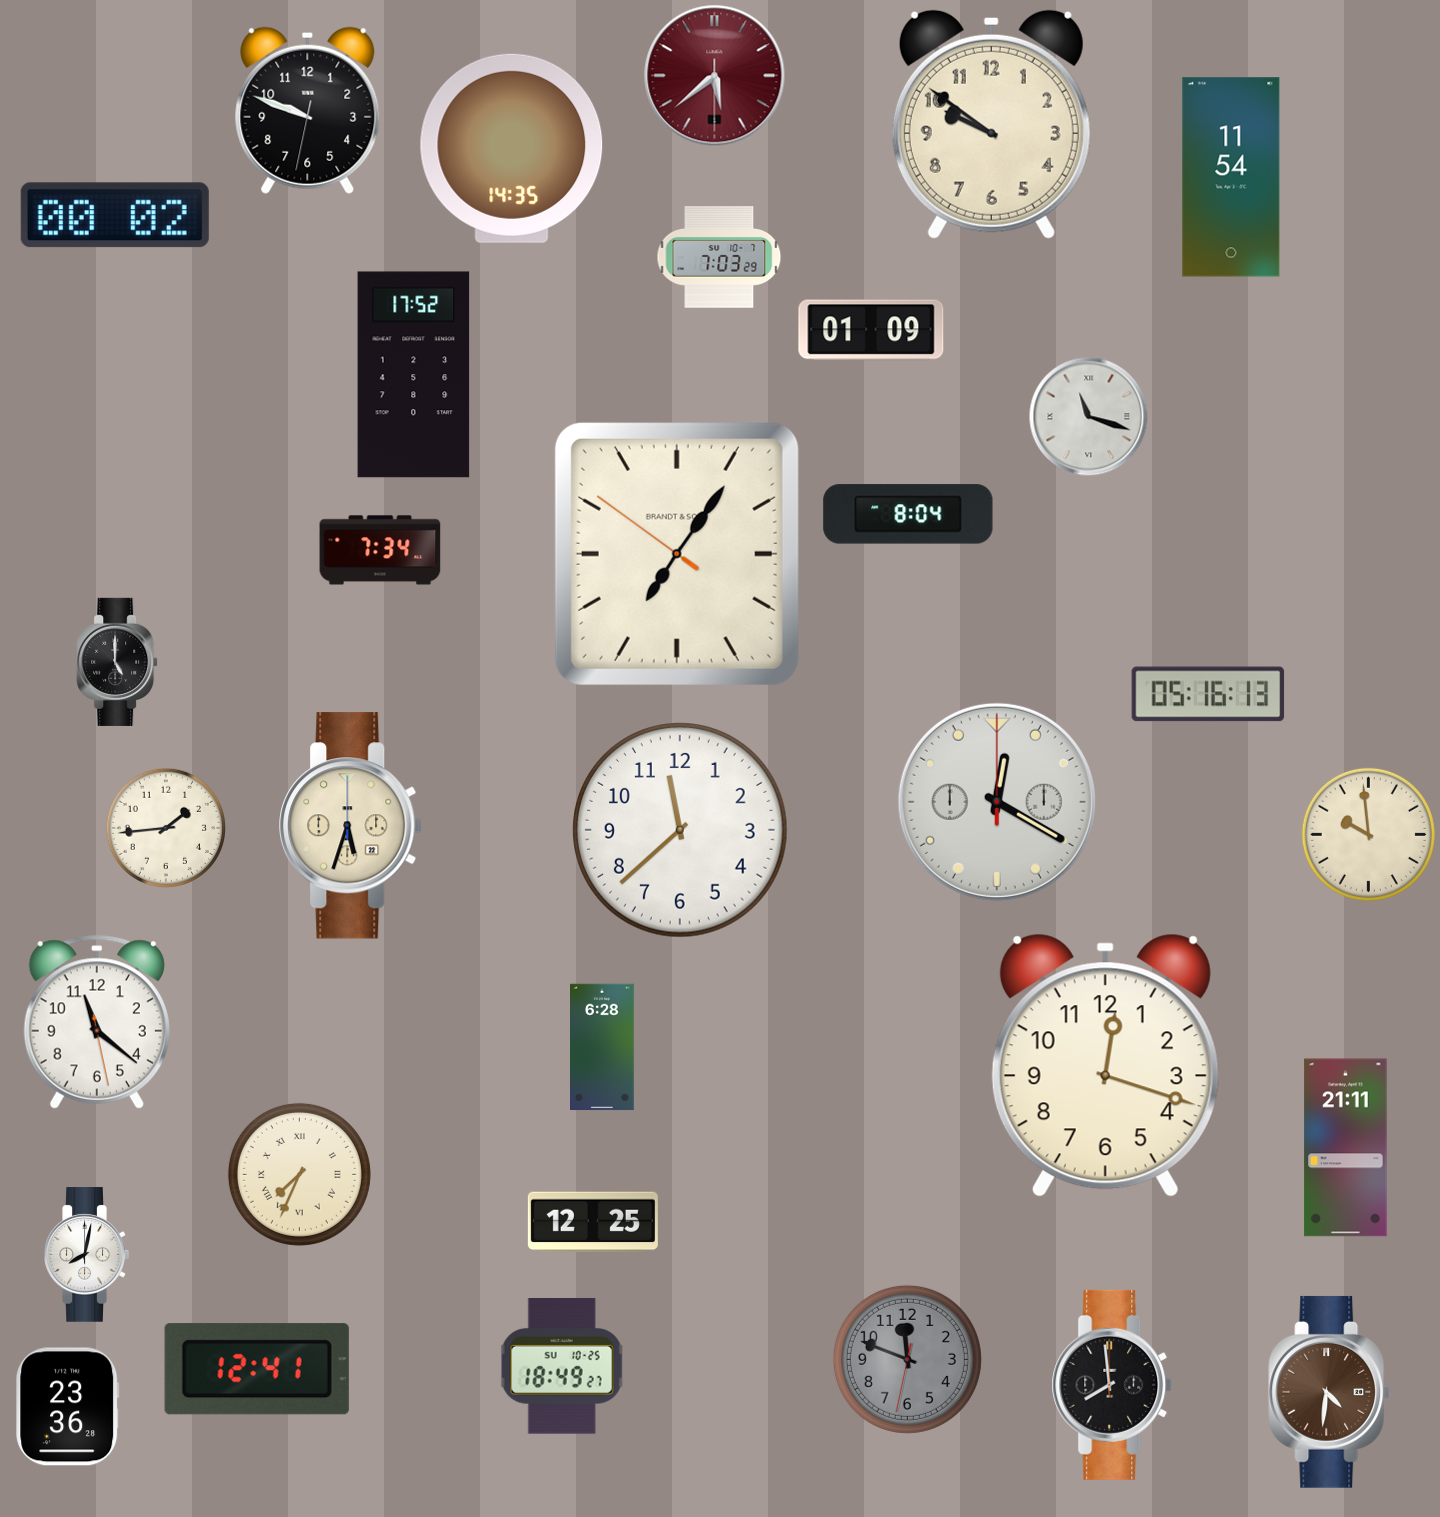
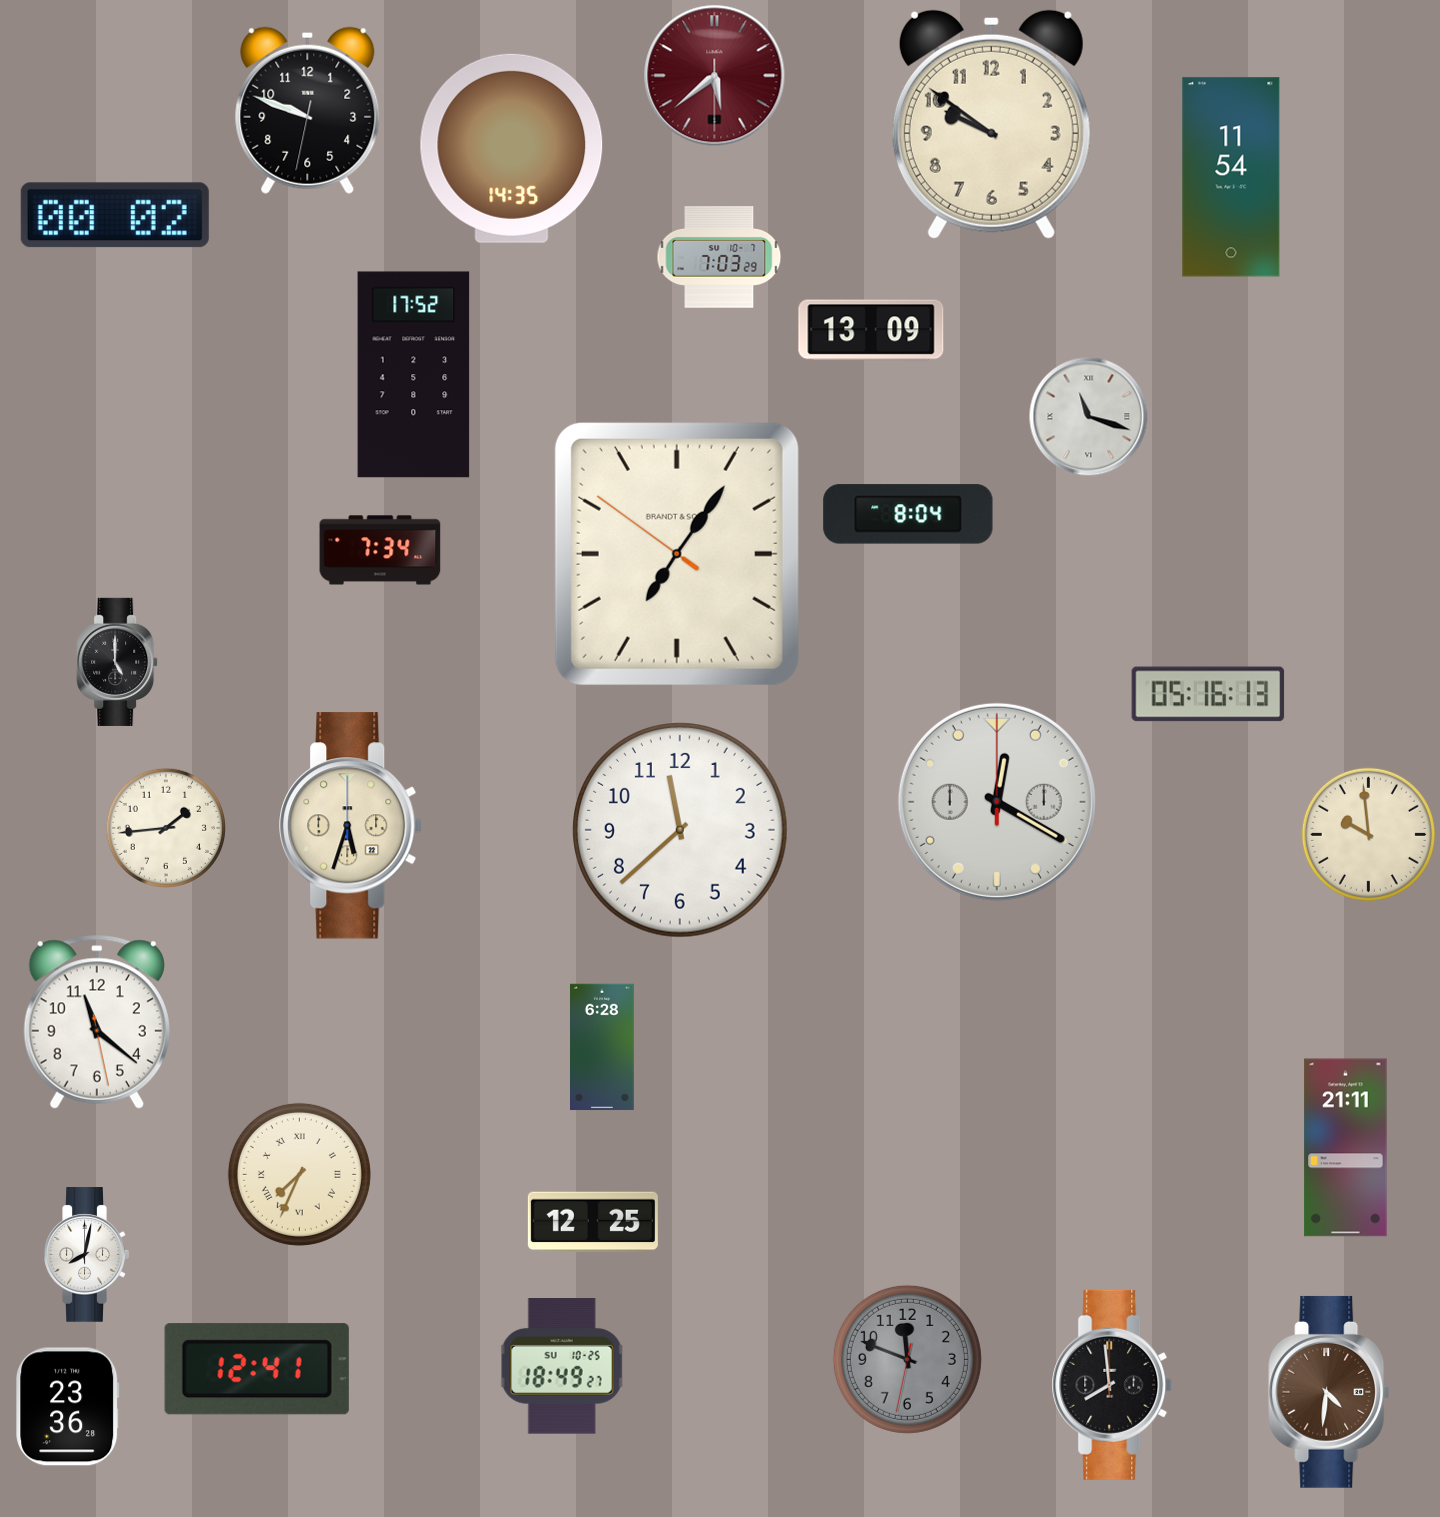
clock at (871, 330): 01:09 -> 13:09
clock at (1105, 1065): 12:18 -> none
